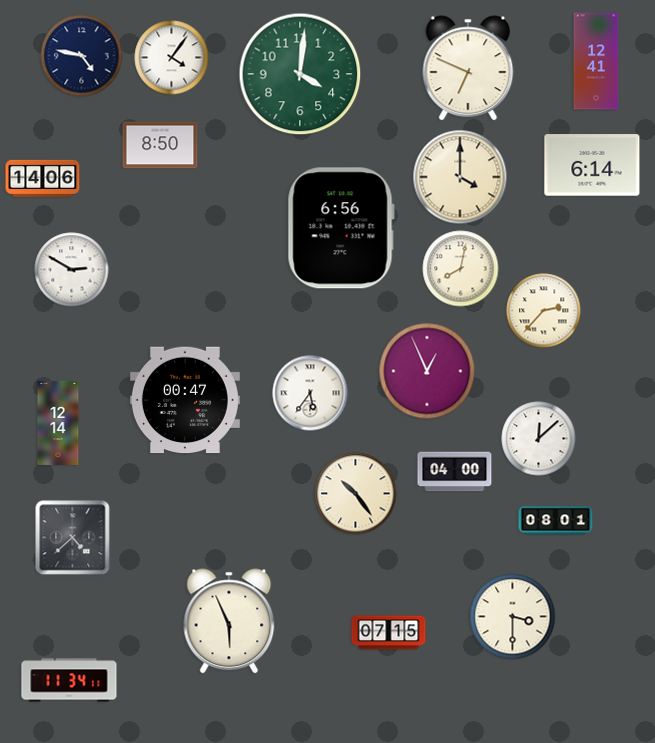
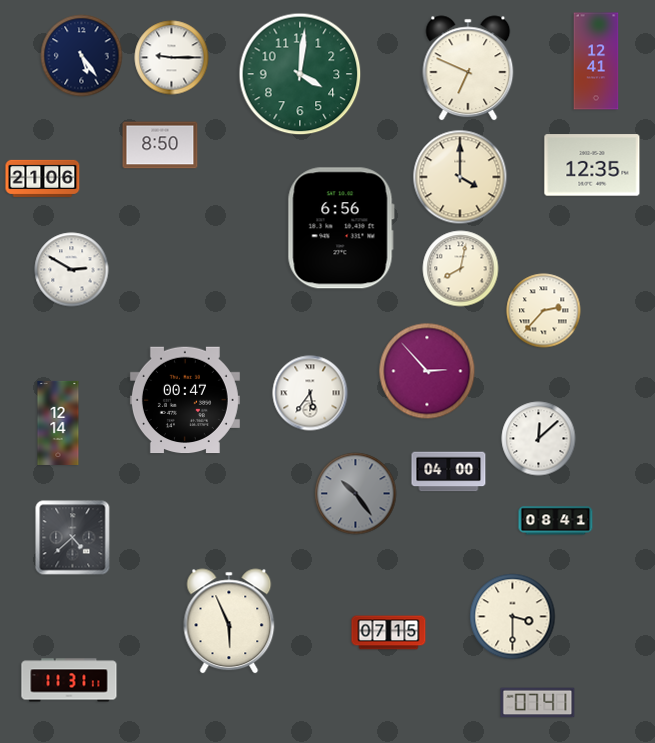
clock at (82, 56): 4:47 -> 5:24
clock at (172, 58): 4:06 -> 9:15
clock at (592, 165): 6:14 -> 12:35
clock at (43, 178): 14:06 -> 21:06
clock at (427, 371): 12:56 -> 2:53
clock at (455, 472) position: (455, 472) -> (449, 472)
clock at (356, 494) dial: cream -> grey
clock at (556, 521): 08:01 -> 08:41
clock at (69, 680): 11:34 -> 11:31
clock at (538, 703): none -> 07:41
